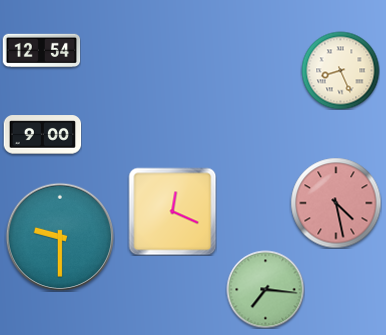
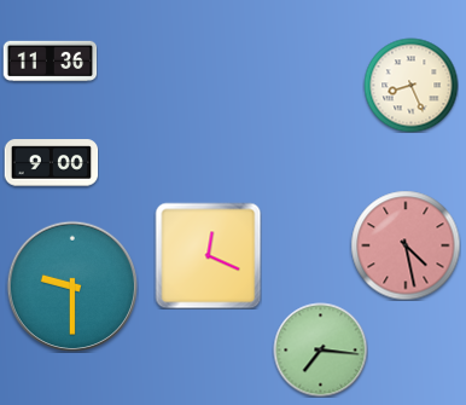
clock at (41, 51): 12:54 -> 11:36
